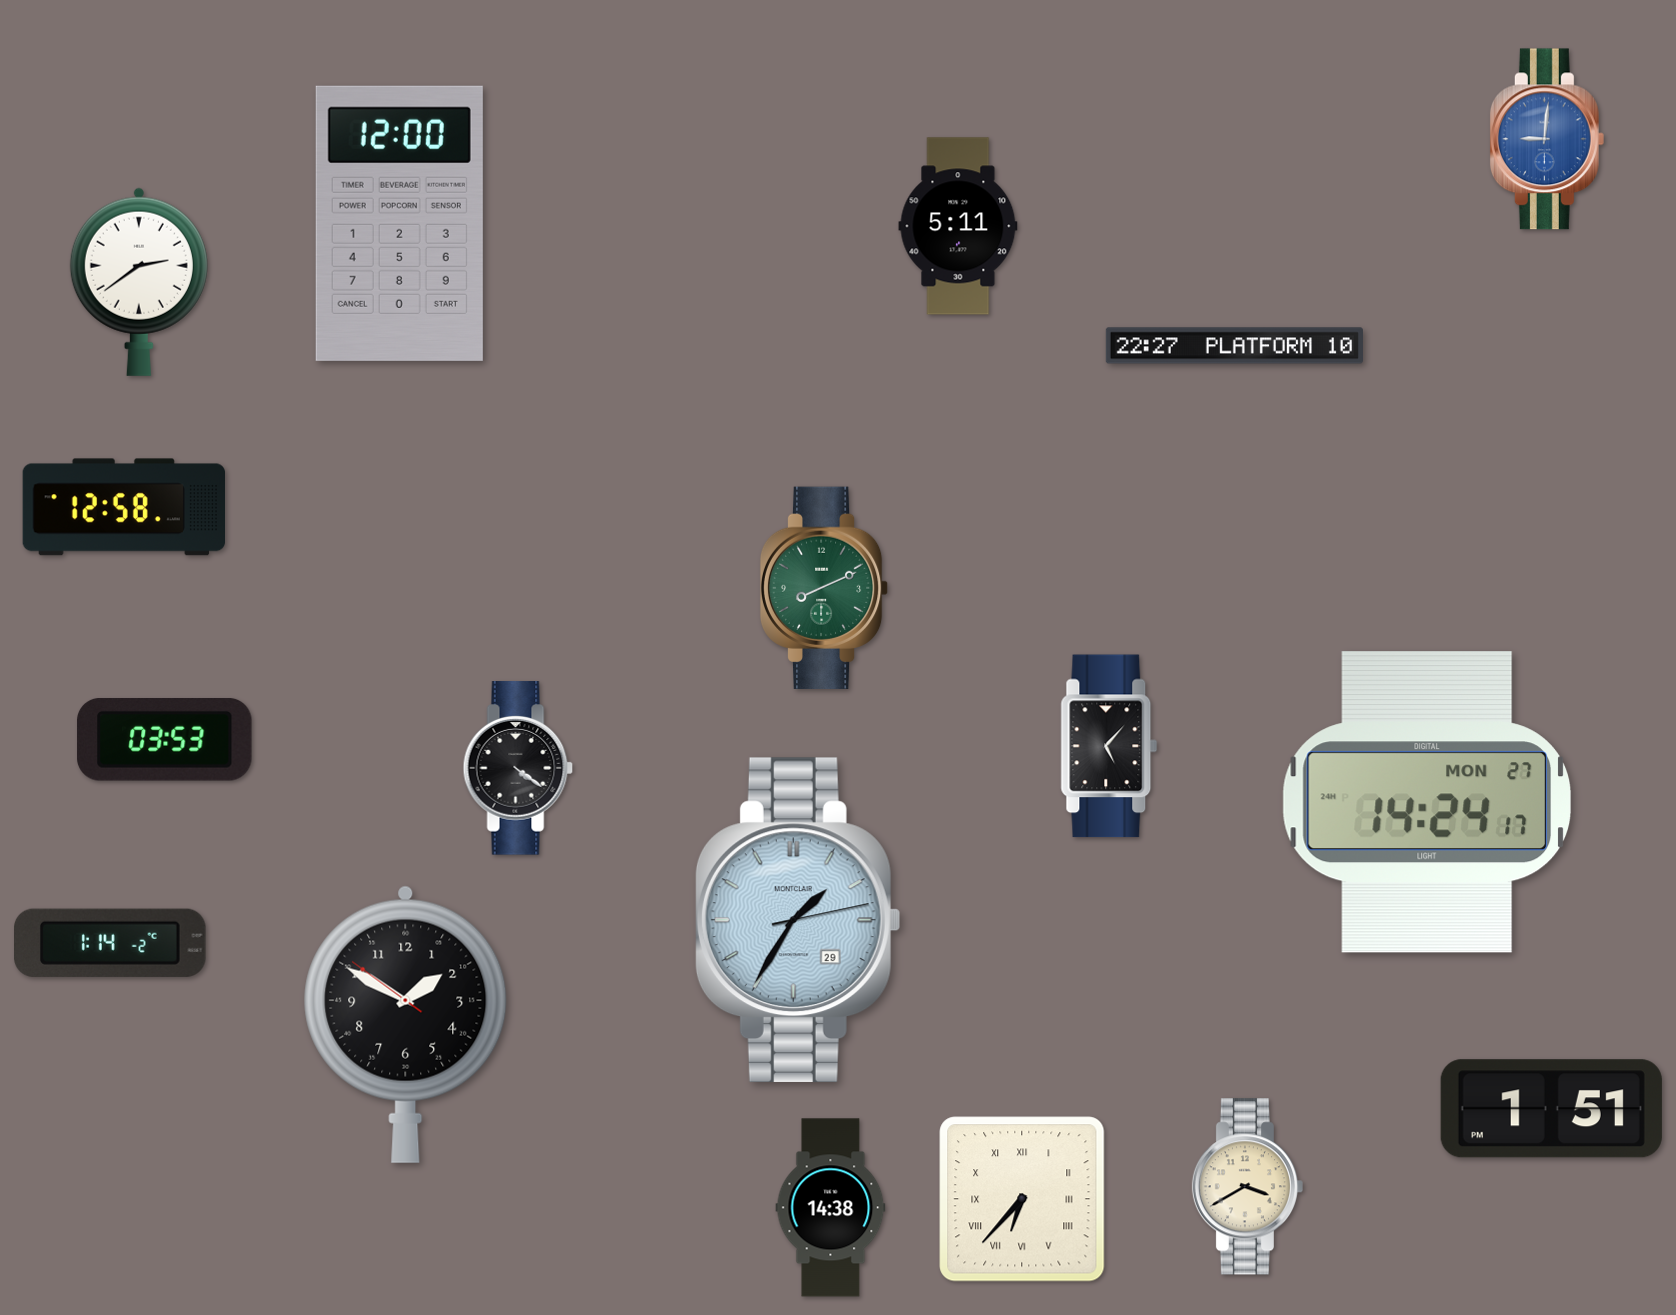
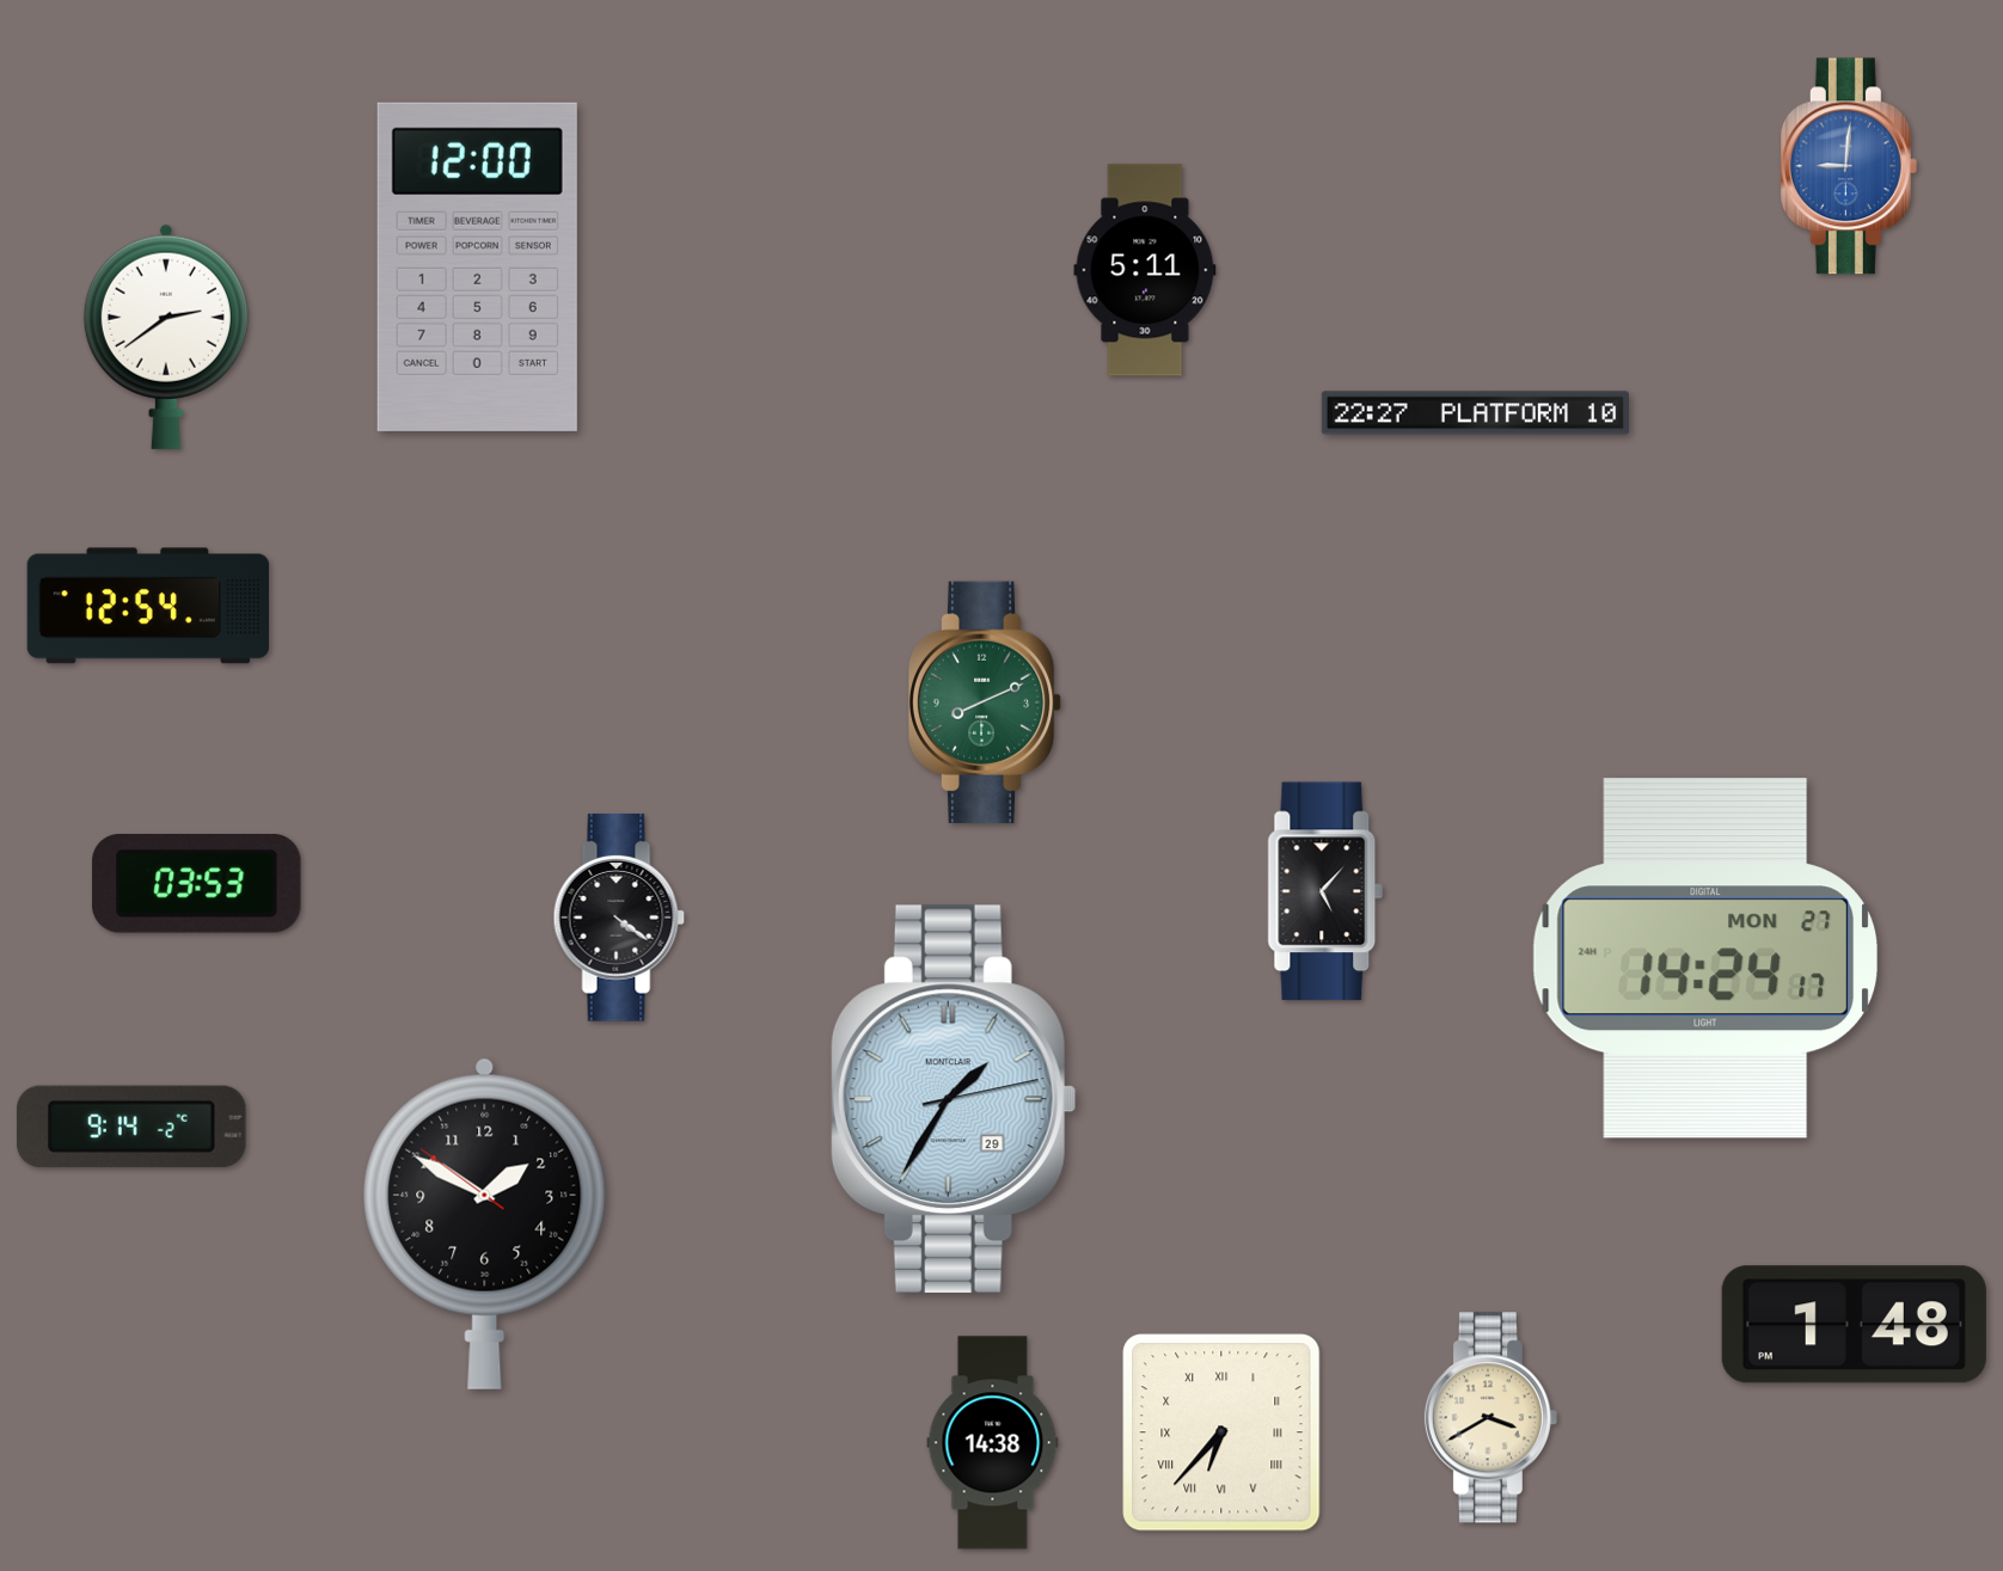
clock at (123, 507): 12:58 -> 12:54
clock at (111, 943): 1:14 -> 9:14
clock at (1551, 1109): 1:51 -> 1:48
